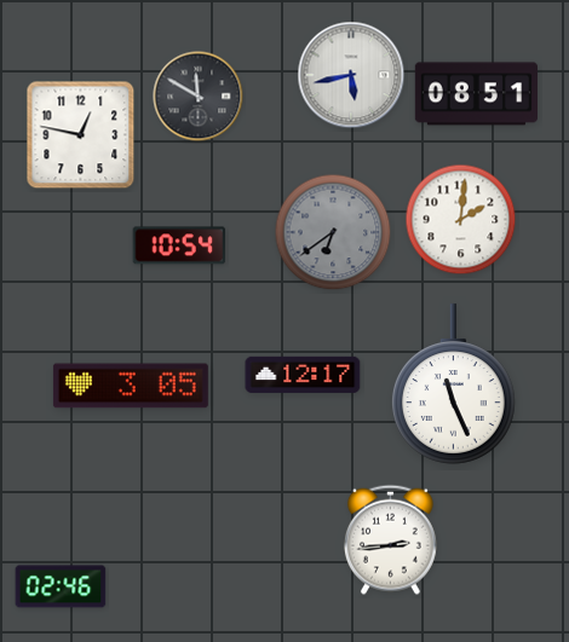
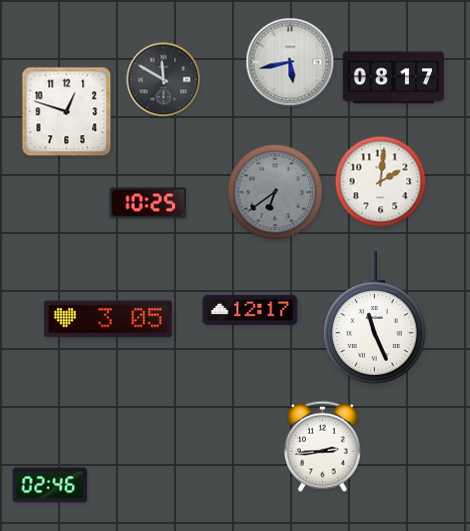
clock at (476, 94): 08:51 -> 08:17
clock at (81, 135): 12:47 -> 12:48
clock at (179, 245): 10:54 -> 10:25
